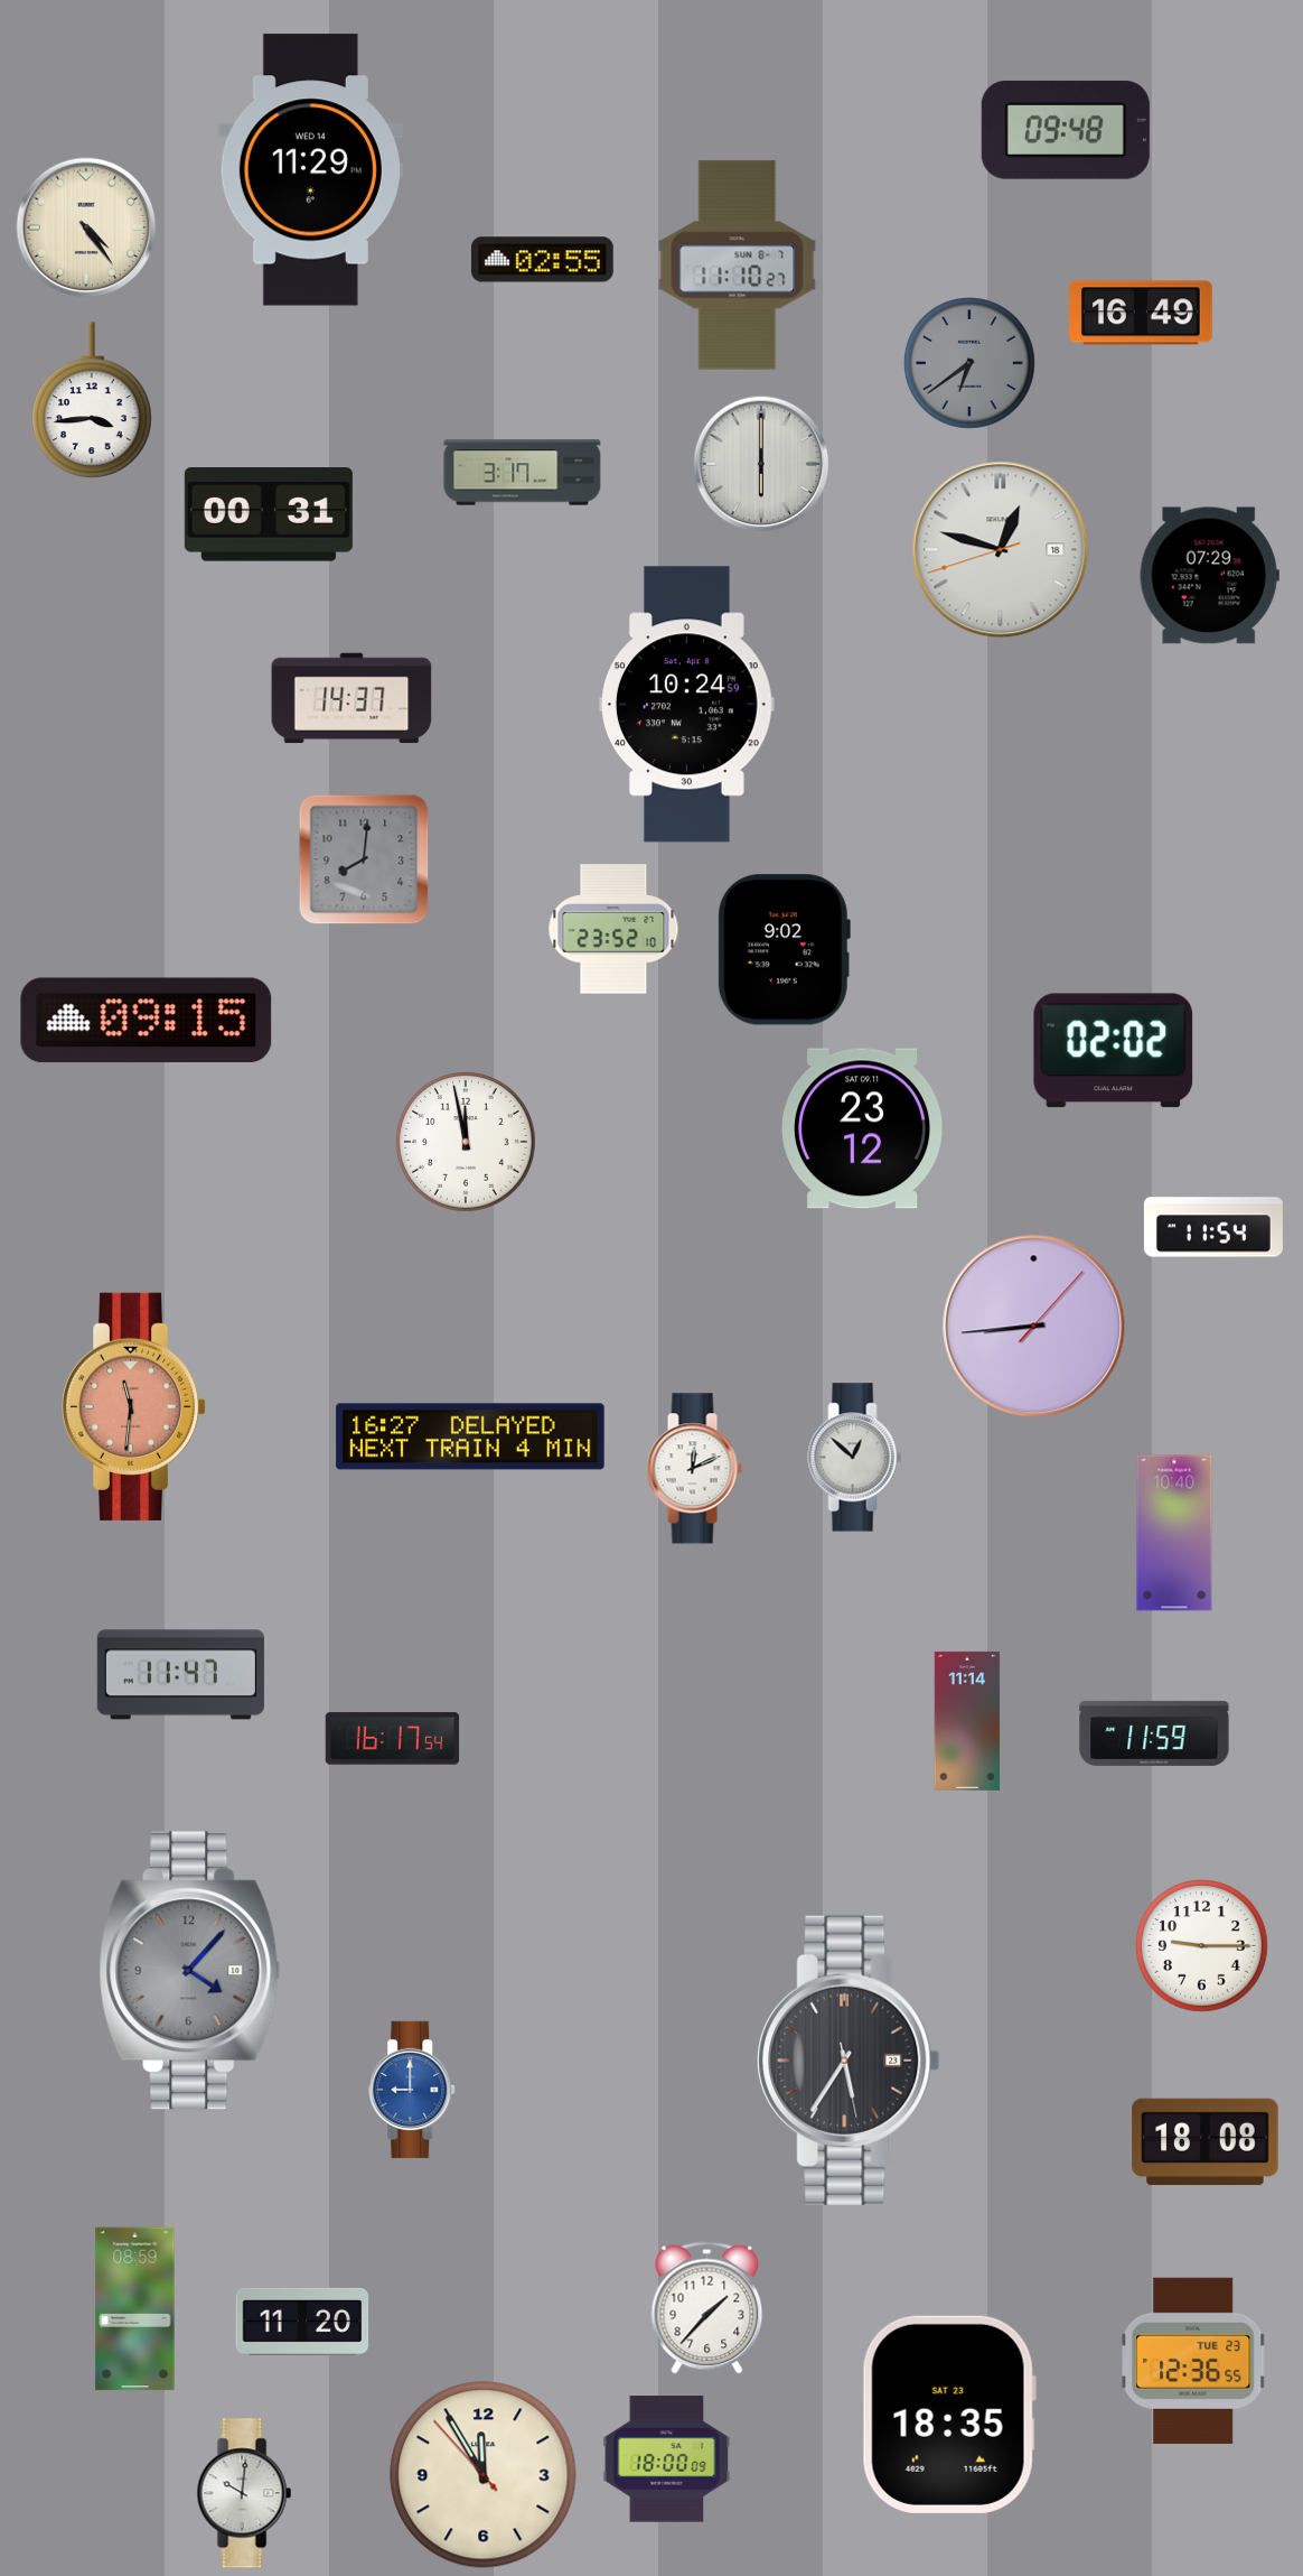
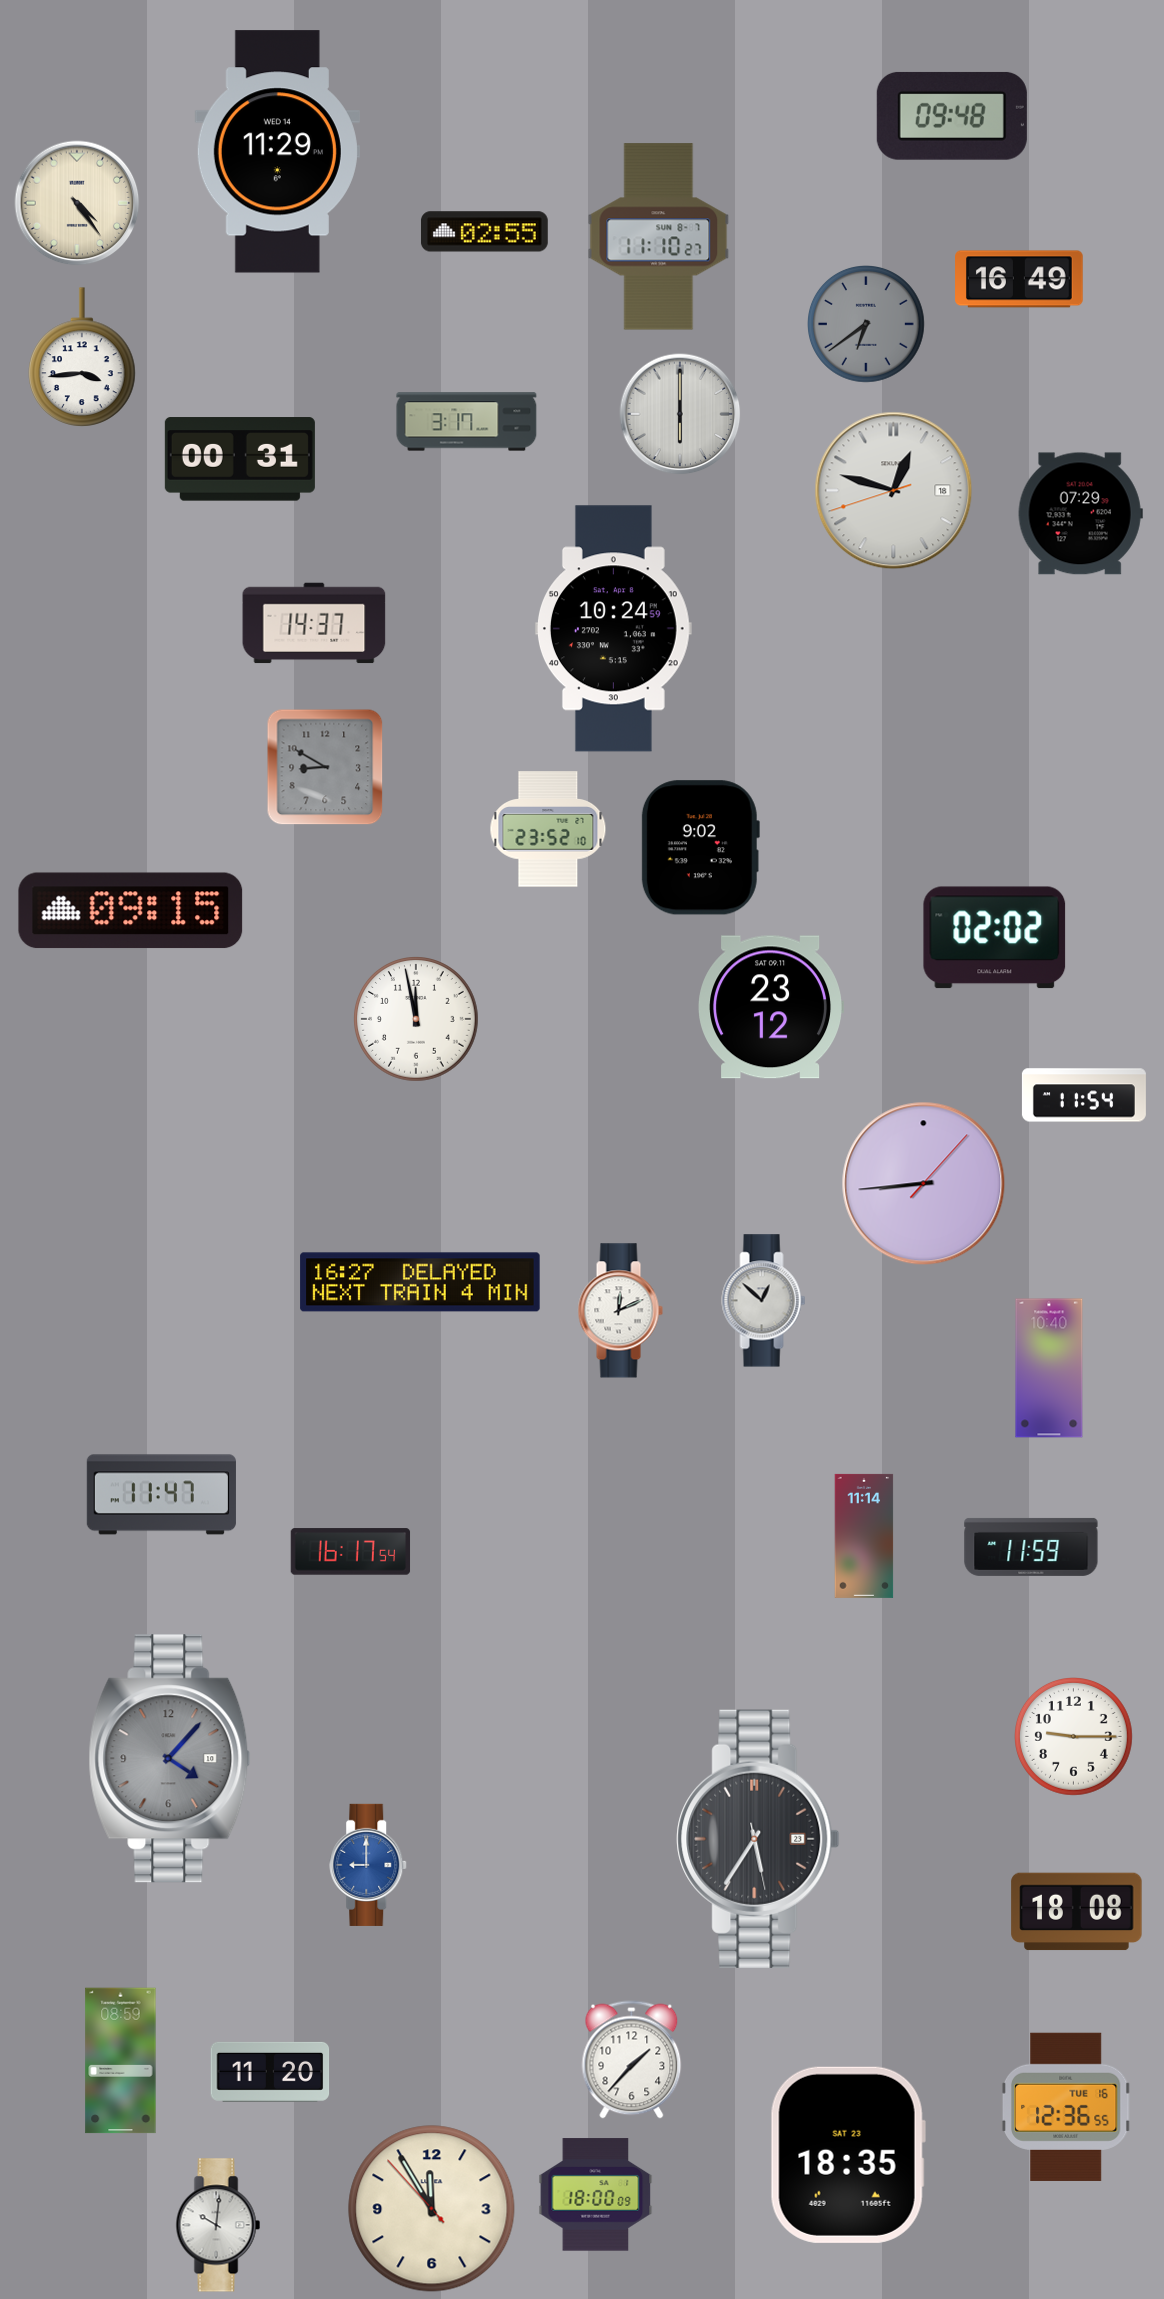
clock at (364, 859): 8:01 -> 8:50
clock at (134, 1406): 11:31 -> none
clock at (1193, 2361) date: TUE 23 -> TUE 16
